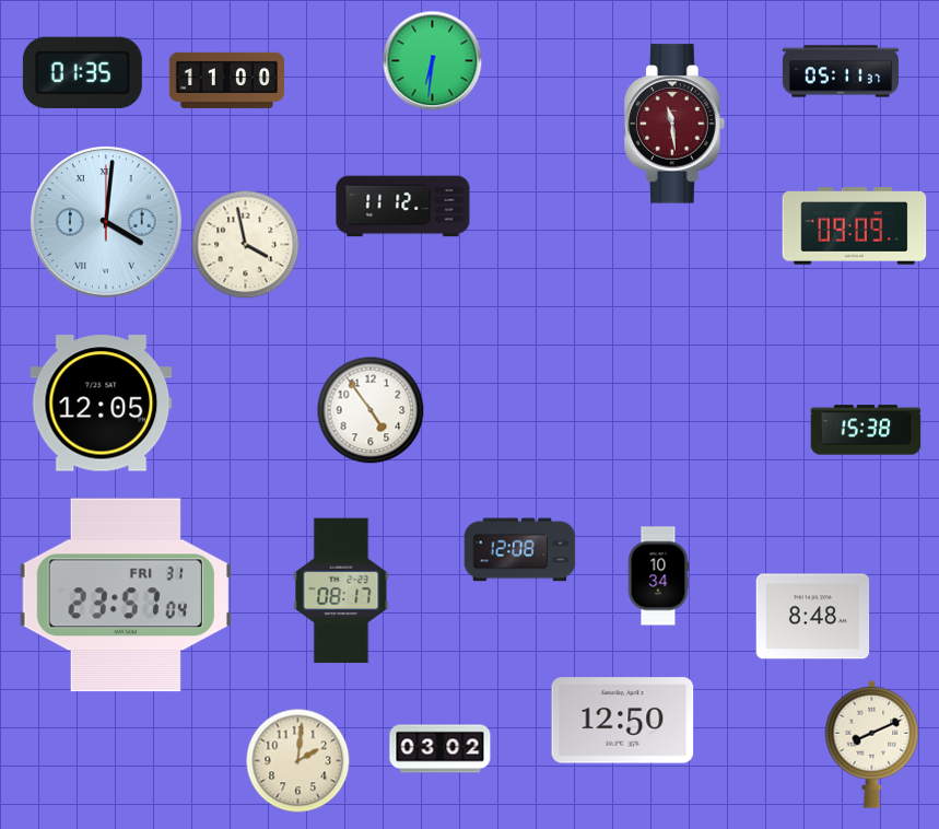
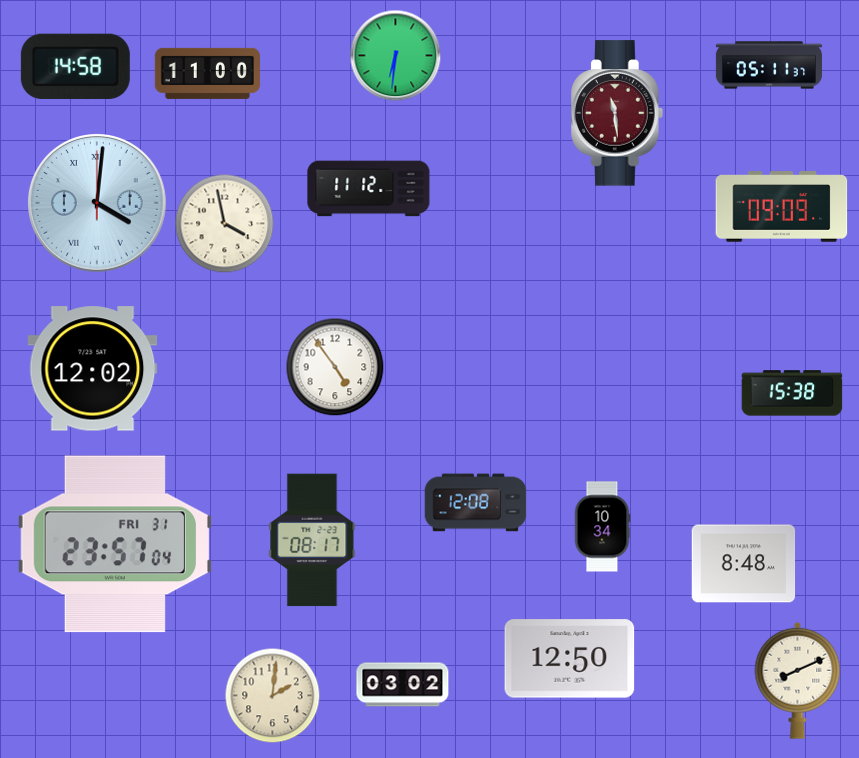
clock at (82, 72): 01:35 -> 14:58
clock at (102, 404): 12:05 -> 12:02
clock at (371, 410) position: (371, 410) -> (335, 367)
